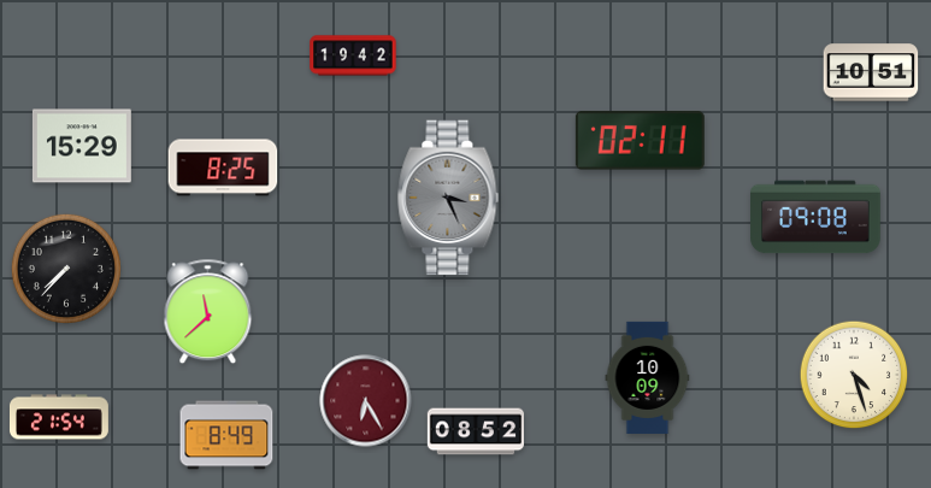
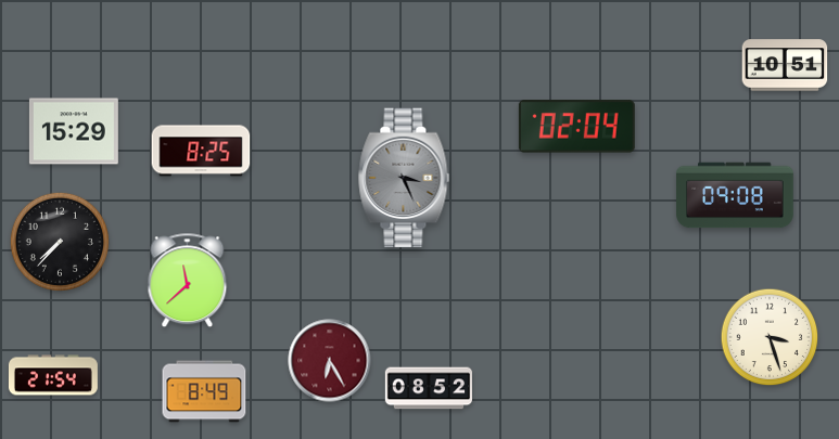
clock at (353, 55): 19:42 -> none
clock at (640, 141): 02:11 -> 02:04
clock at (854, 375): 4:27 -> 3:27
clock at (648, 377): 10:09 -> none
